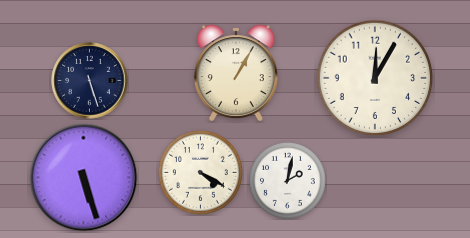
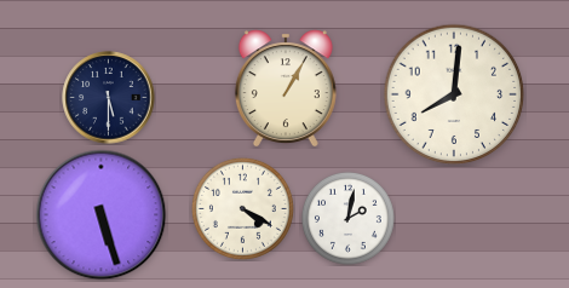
clock at (375, 78): 12:05 -> 8:01
clock at (90, 81): 5:27 -> 5:30
